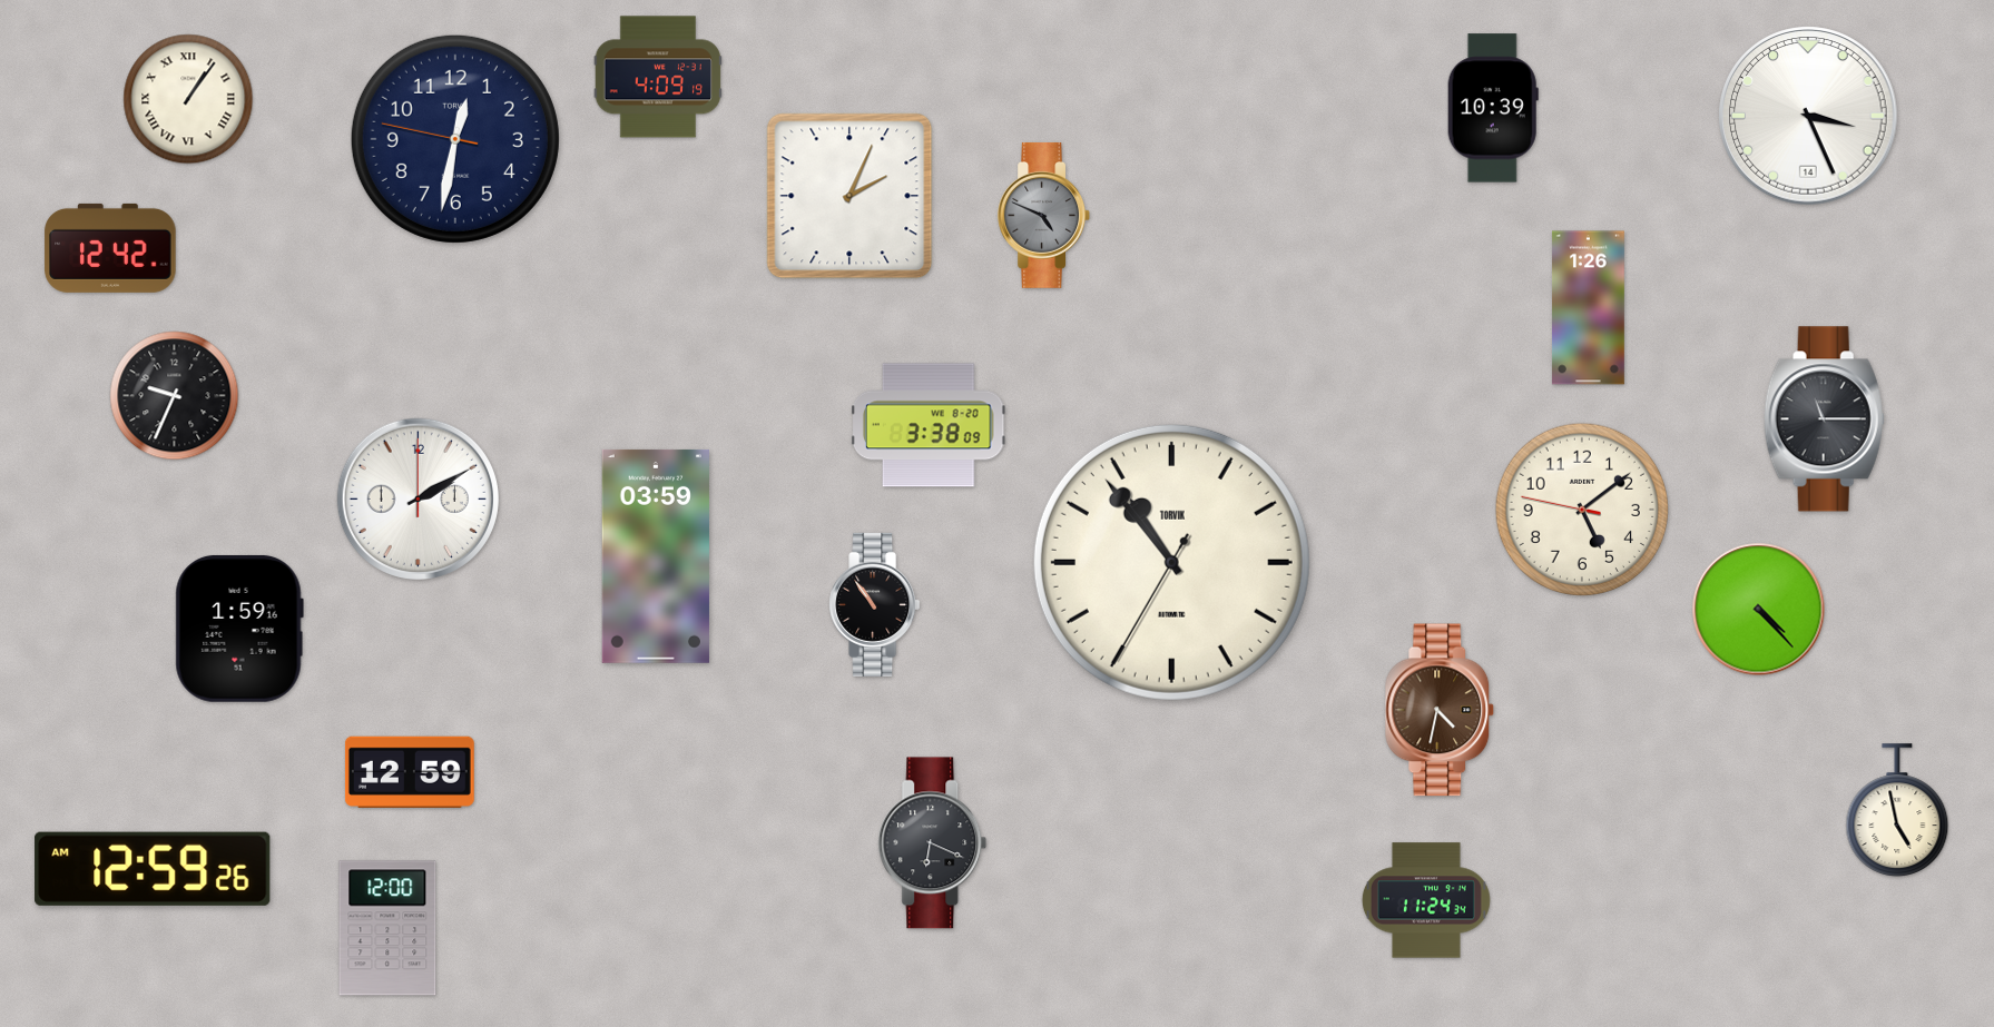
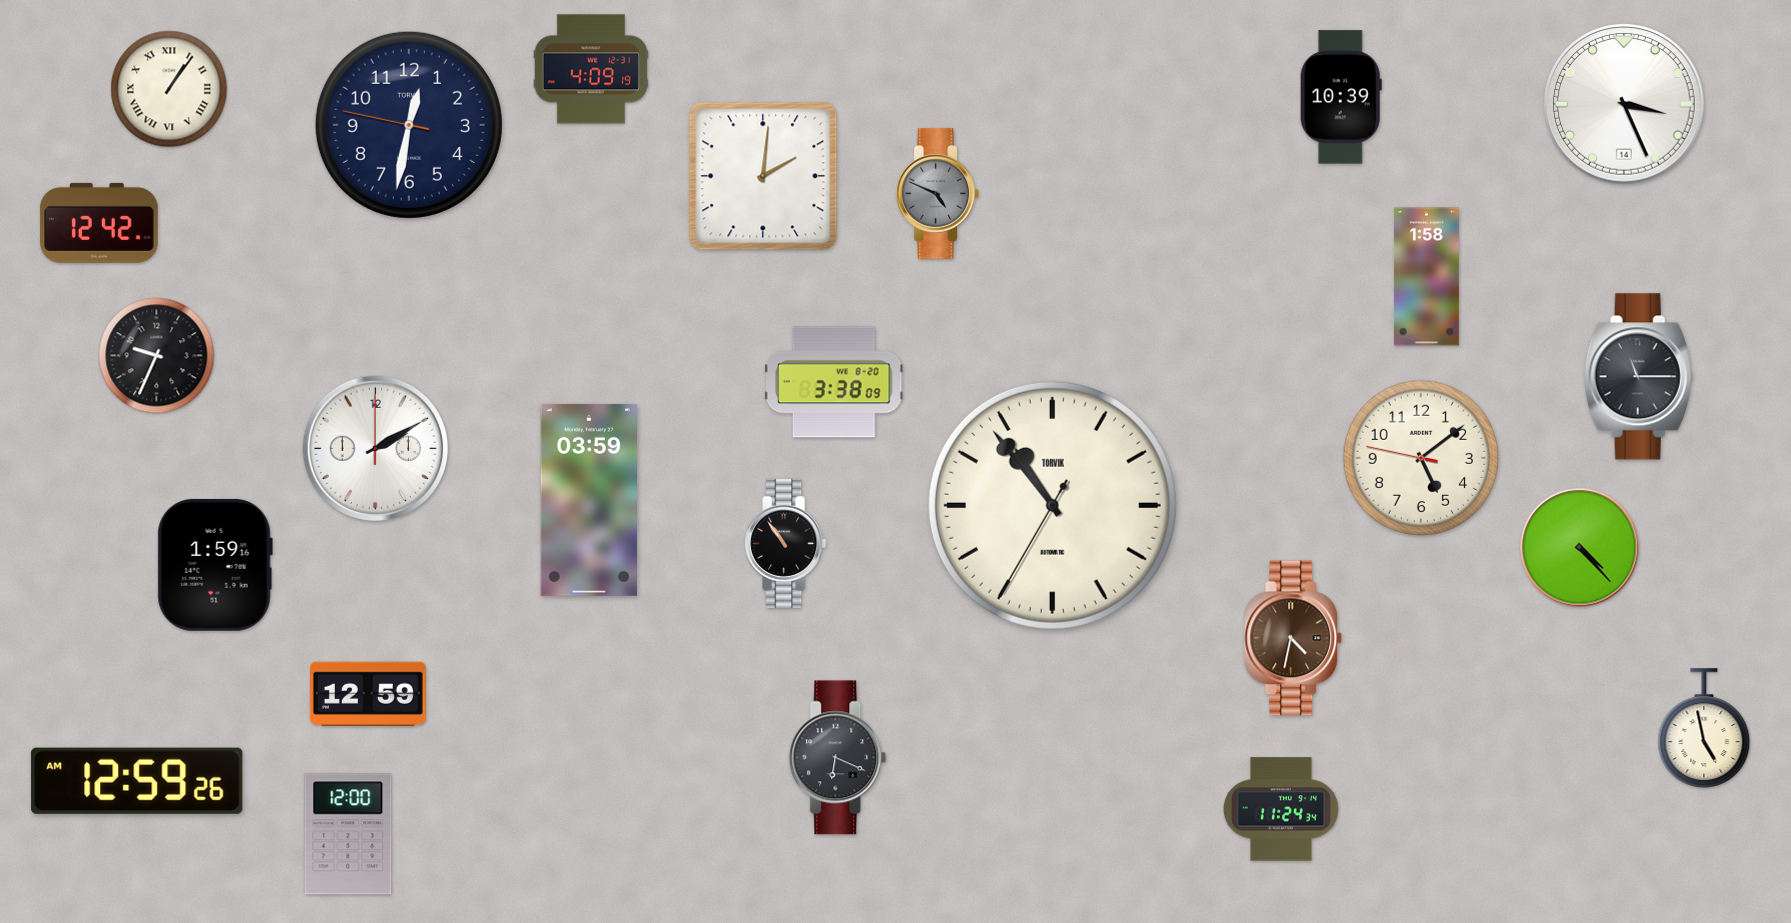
clock at (849, 196): 2:04 -> 2:01
clock at (1588, 308): 1:26 -> 1:58
